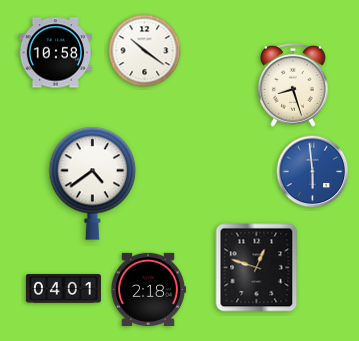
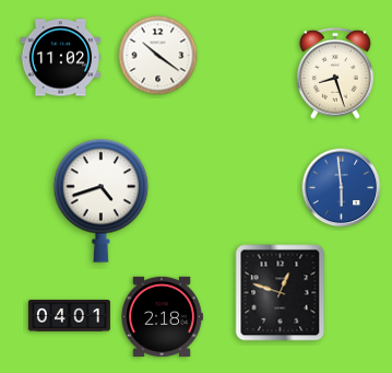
clock at (56, 53): 10:58 -> 11:02
clock at (293, 85) position: (293, 85) -> (335, 73)
clock at (93, 183): 4:39 -> 4:42
